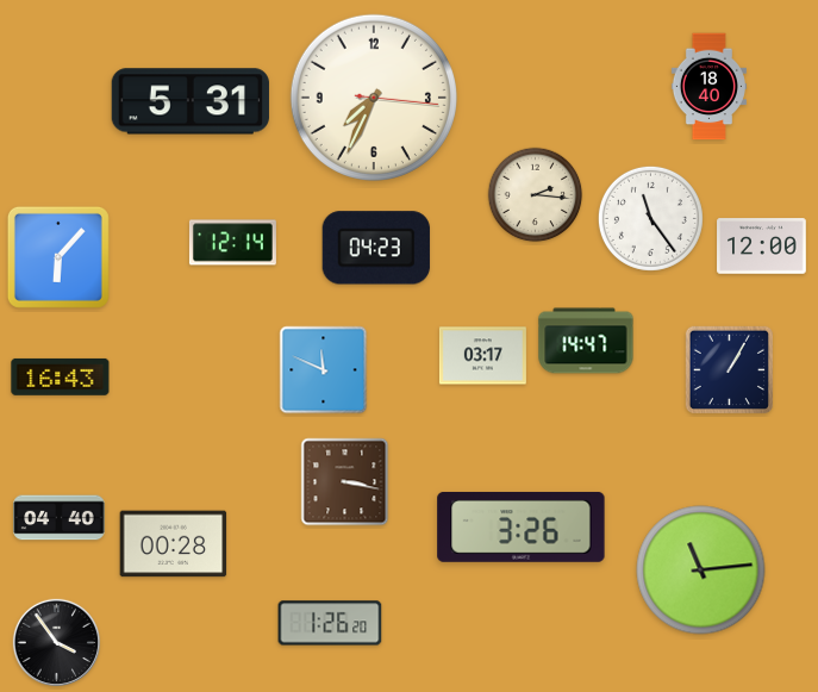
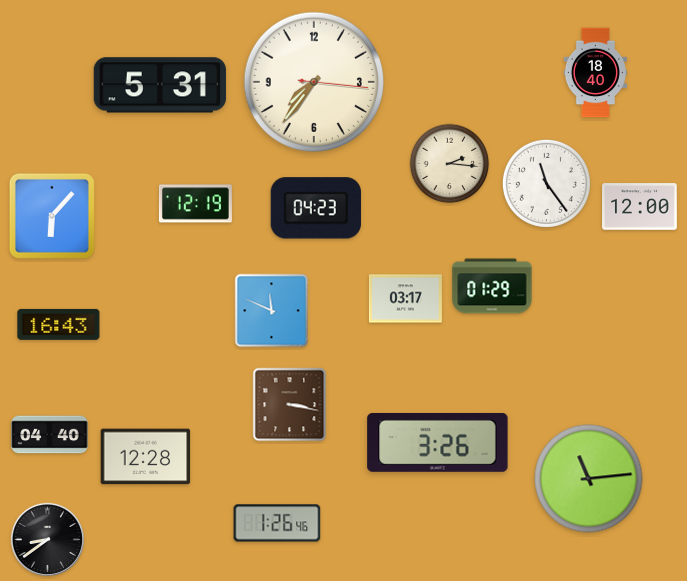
clock at (374, 98): 7:34 -> 7:36
clock at (232, 243): 12:14 -> 12:19
clock at (58, 257) position: (58, 257) -> (52, 216)
clock at (586, 341): 14:47 -> 01:29
clock at (730, 369): 1:05 -> none
clock at (61, 376) position: (61, 376) -> (59, 324)
clock at (174, 544): 00:28 -> 12:28
clock at (330, 623): 1:26:20 -> 1:26:46
clock at (56, 642): 3:54 -> 8:39
